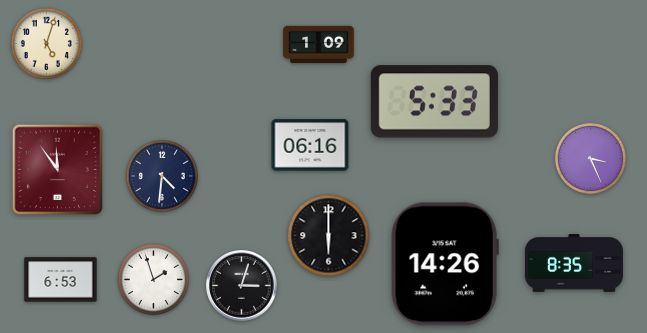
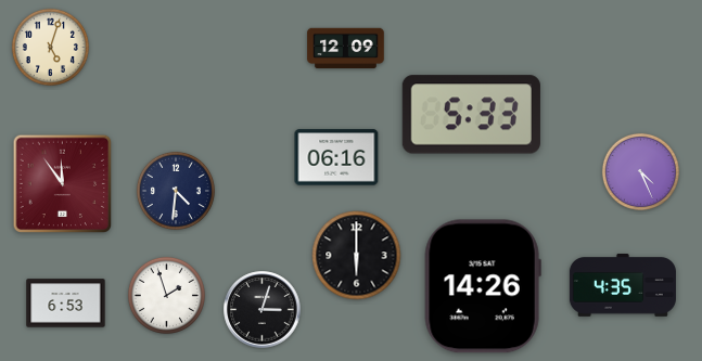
clock at (319, 45): 1:09 -> 12:09
clock at (434, 102) position: (434, 102) -> (471, 115)
clock at (590, 158): 3:26 -> 4:26
clock at (574, 264): 8:35 -> 4:35
clock at (153, 279) position: (153, 279) -> (166, 295)
